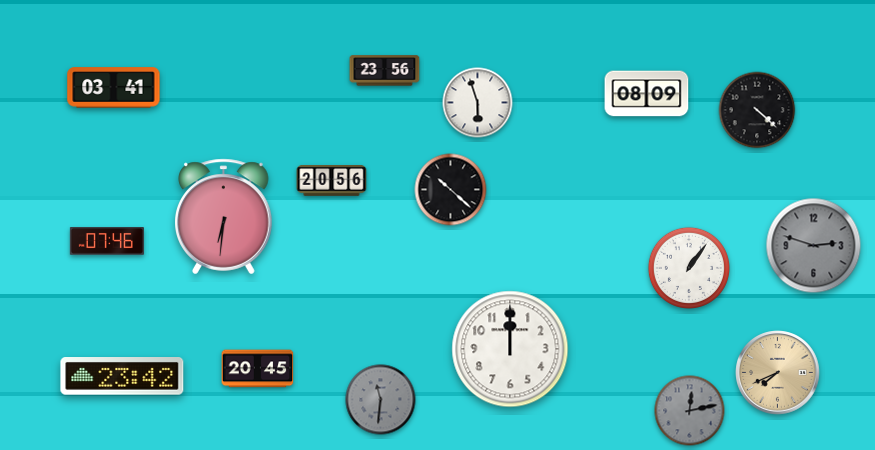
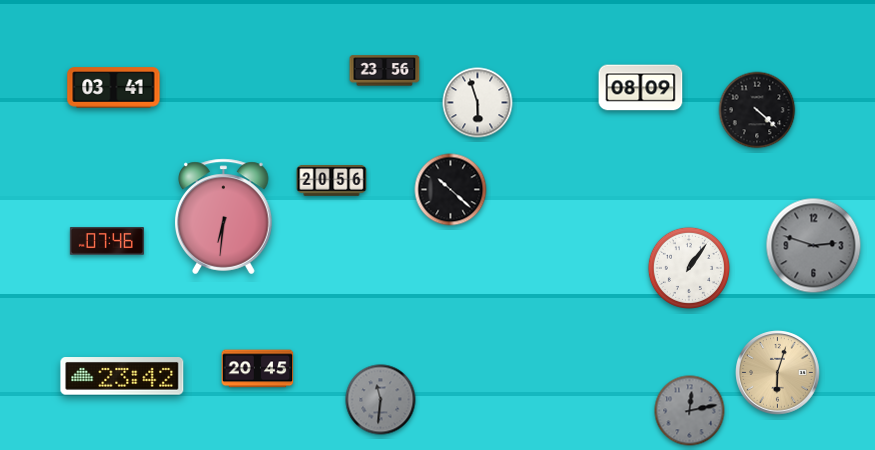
clock at (647, 94) position: (647, 94) -> (641, 88)
clock at (510, 349): 12:00 -> none
clock at (778, 373): 7:41 -> 6:03
